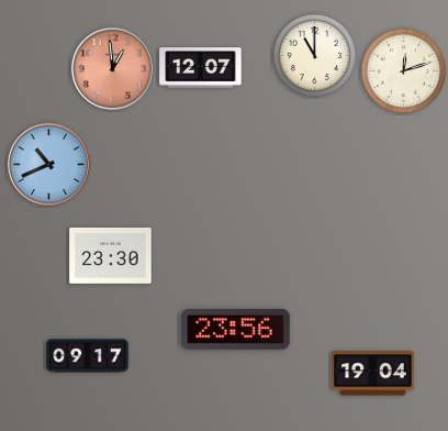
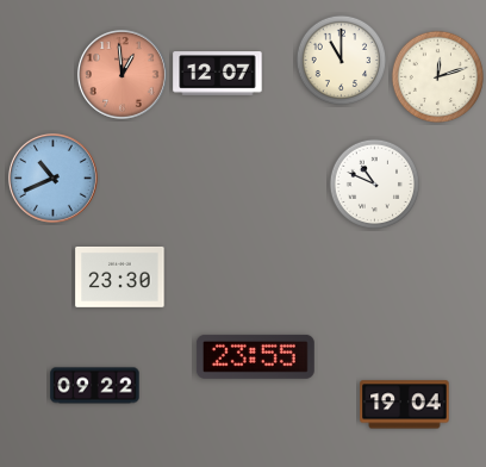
clock at (375, 185): none -> 10:49
clock at (235, 329): 23:56 -> 23:55
clock at (88, 356): 09:17 -> 09:22
